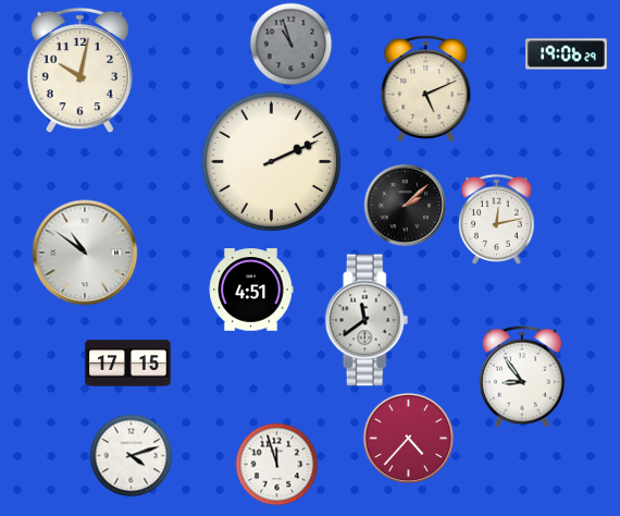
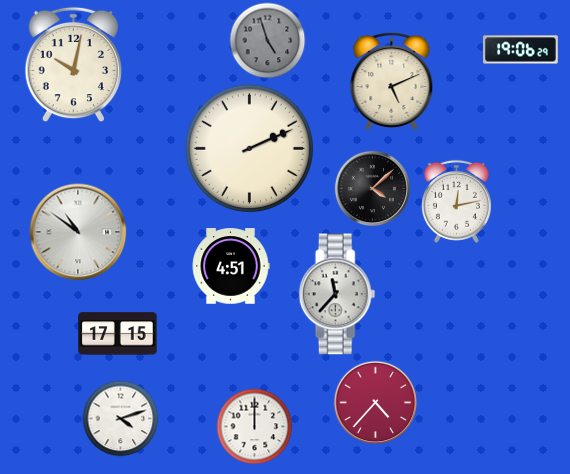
clock at (292, 45): 10:57 -> 4:57
clock at (405, 205): 2:08 -> 4:08
clock at (367, 320): 11:39 -> 11:37
clock at (522, 377): 8:54 -> none
clock at (277, 465): 11:57 -> 12:00
